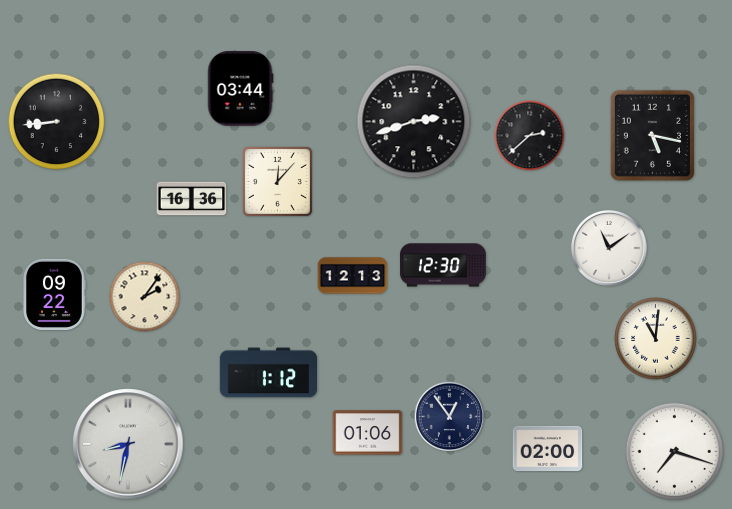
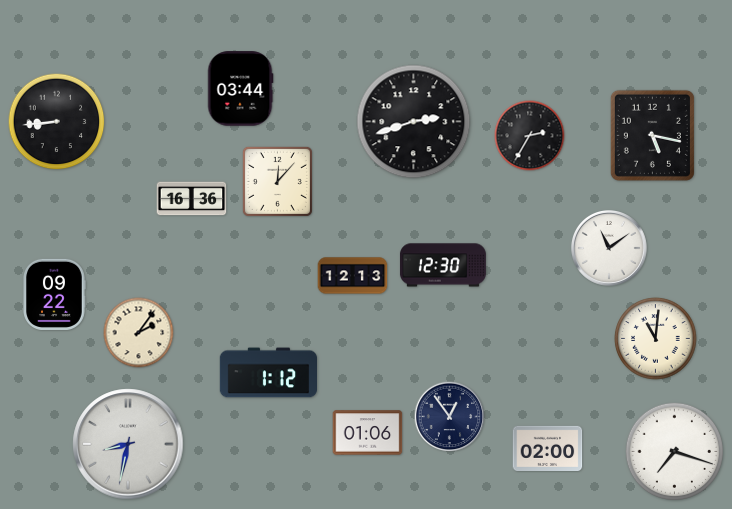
clock at (530, 136): 2:38 -> 2:35
clock at (145, 297) position: (145, 297) -> (139, 333)
